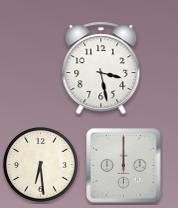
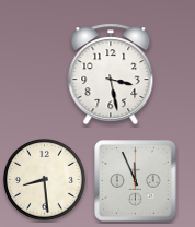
clock at (41, 165): 6:29 -> 8:29
clock at (124, 166): 12:00 -> 11:56
